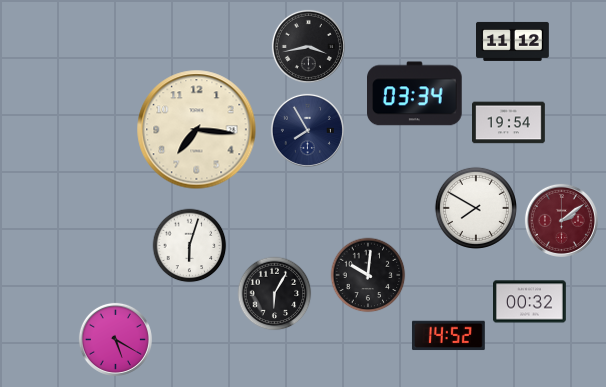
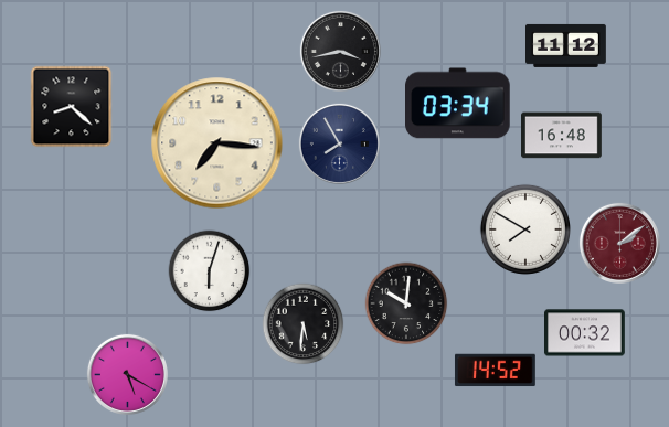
clock at (72, 107): none -> 8:22
clock at (509, 123): 19:54 -> 16:48
clock at (275, 294): 6:05 -> 5:31
